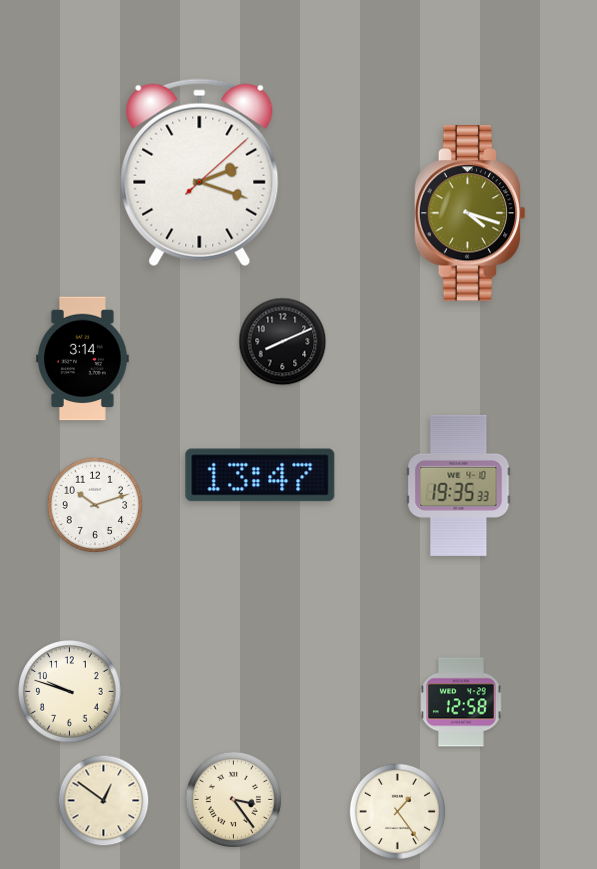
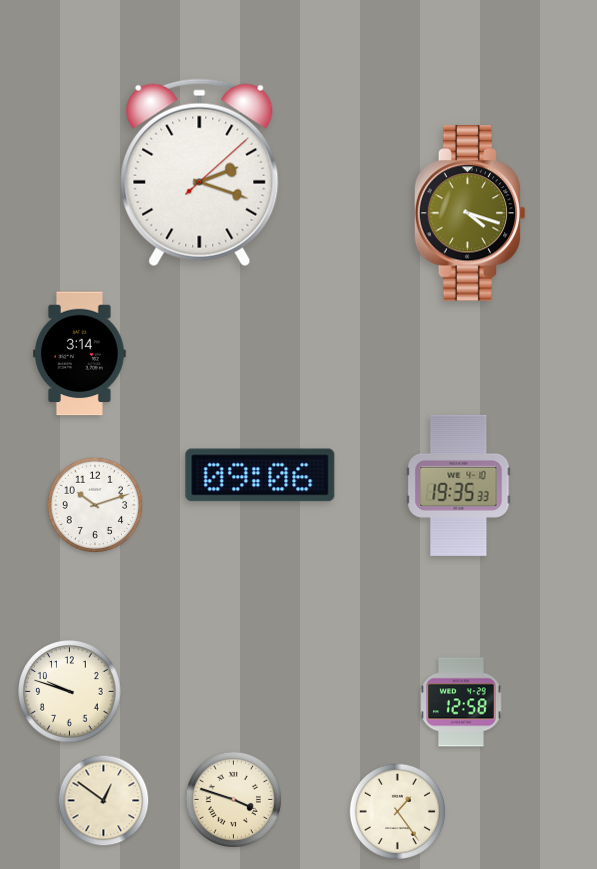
clock at (283, 342): 8:11 -> none
clock at (83, 359) position: (83, 359) -> (80, 354)
clock at (260, 475): 13:47 -> 09:06
clock at (233, 799): 3:24 -> 3:48
